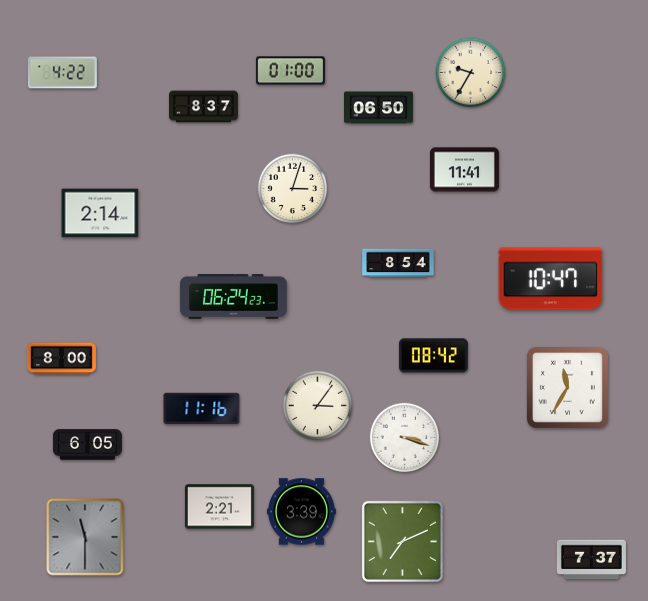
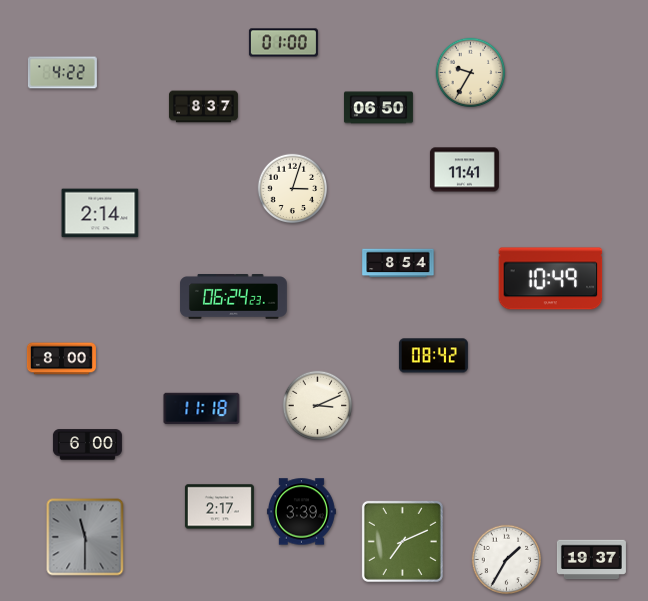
clock at (290, 71) position: (290, 71) -> (283, 43)
clock at (551, 279): 10:47 -> 10:49
clock at (567, 387): 11:35 -> none
clock at (318, 406): 3:06 -> 3:11
clock at (202, 409): 11:16 -> 11:18
clock at (405, 438): 3:18 -> none
clock at (87, 445): 6:05 -> 6:00
clock at (219, 507): 2:21 -> 2:17
clock at (507, 560): none -> 1:35
clock at (591, 560): 7:37 -> 19:37
